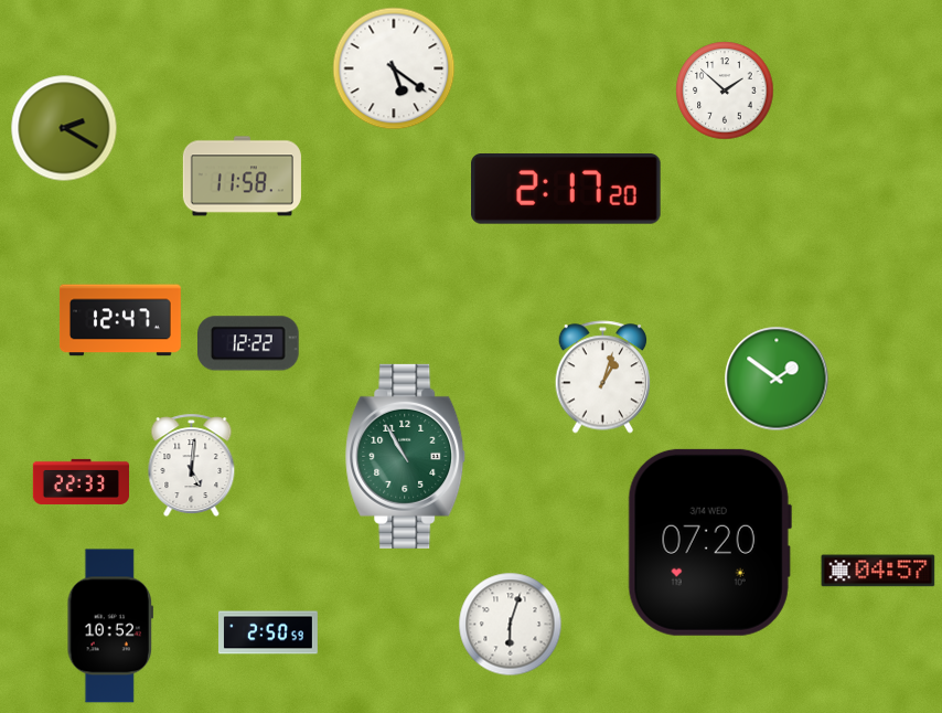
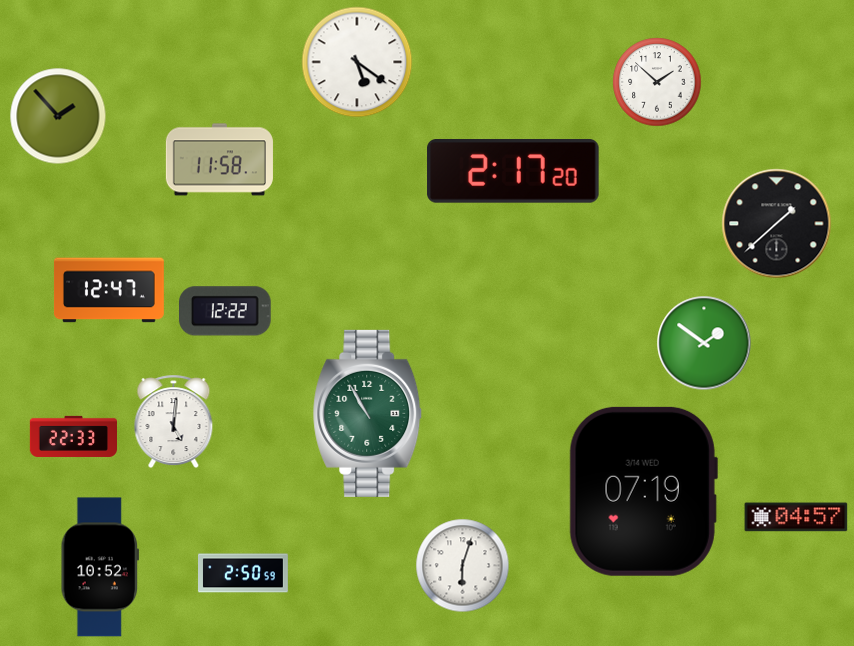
clock at (64, 128): 2:20 -> 1:53
clock at (777, 224): none -> 1:38
clock at (603, 377): 1:03 -> none
clock at (709, 542): 07:20 -> 07:19
